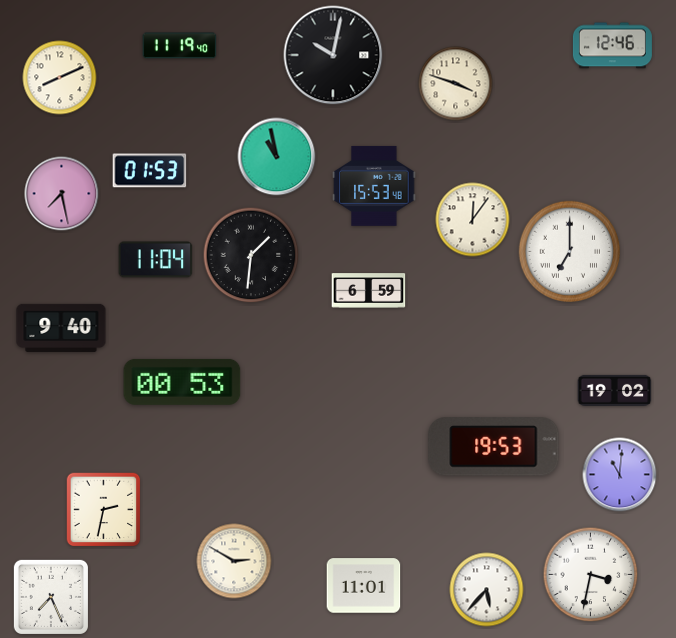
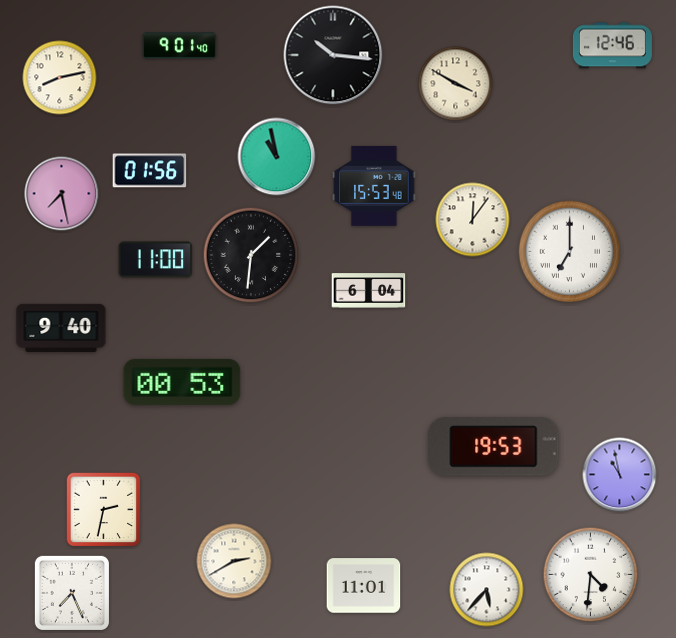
clock at (180, 46): 11:19 -> 9:01
clock at (333, 55): 10:02 -> 10:16
clock at (60, 78): 8:11 -> 8:13
clock at (456, 84): 3:48 -> 3:50
clock at (150, 171): 01:53 -> 01:56
clock at (156, 260): 11:04 -> 11:00
clock at (369, 291): 6:59 -> 6:04
clock at (615, 390): 19:02 -> none
clock at (620, 475): 11:01 -> 10:58
clock at (234, 561): 2:50 -> 2:40
clock at (591, 575): 3:32 -> 4:31
clock at (51, 597) position: (51, 597) -> (72, 593)
